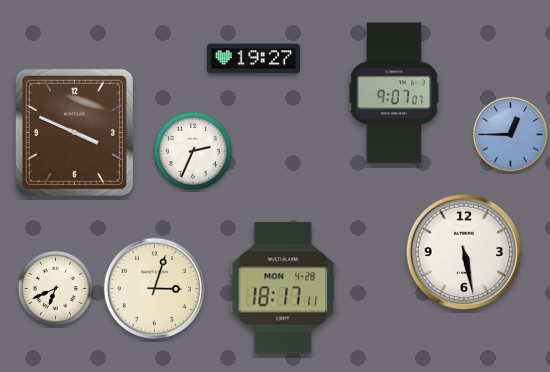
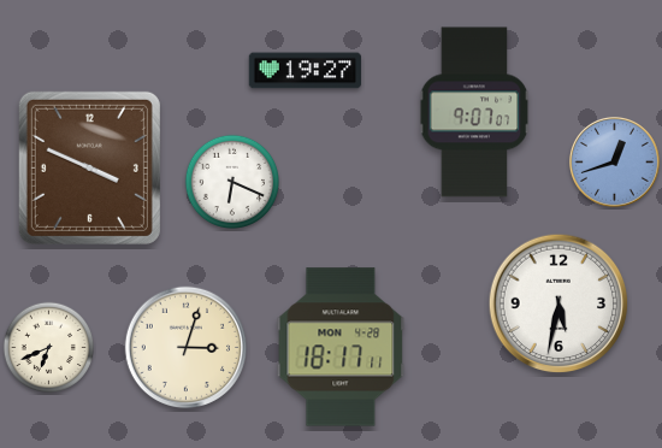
clock at (74, 132) position: (74, 132) -> (89, 167)
clock at (510, 134): 12:45 -> 12:42
clock at (192, 150): 2:34 -> 6:19
clock at (464, 252): 5:28 -> 5:32
clock at (56, 289) position: (56, 289) -> (49, 348)
